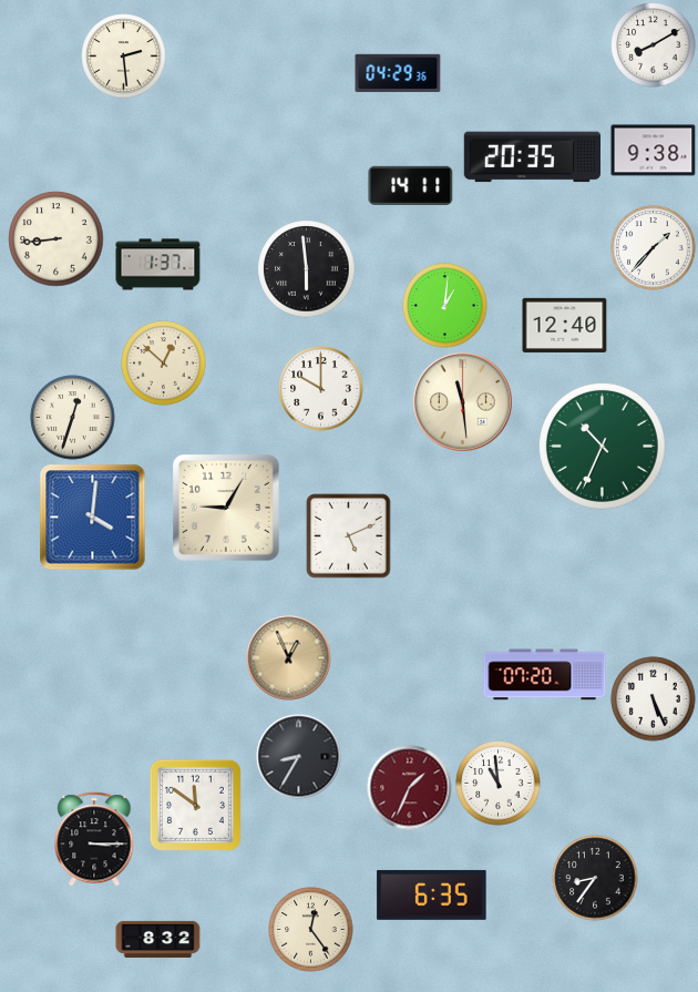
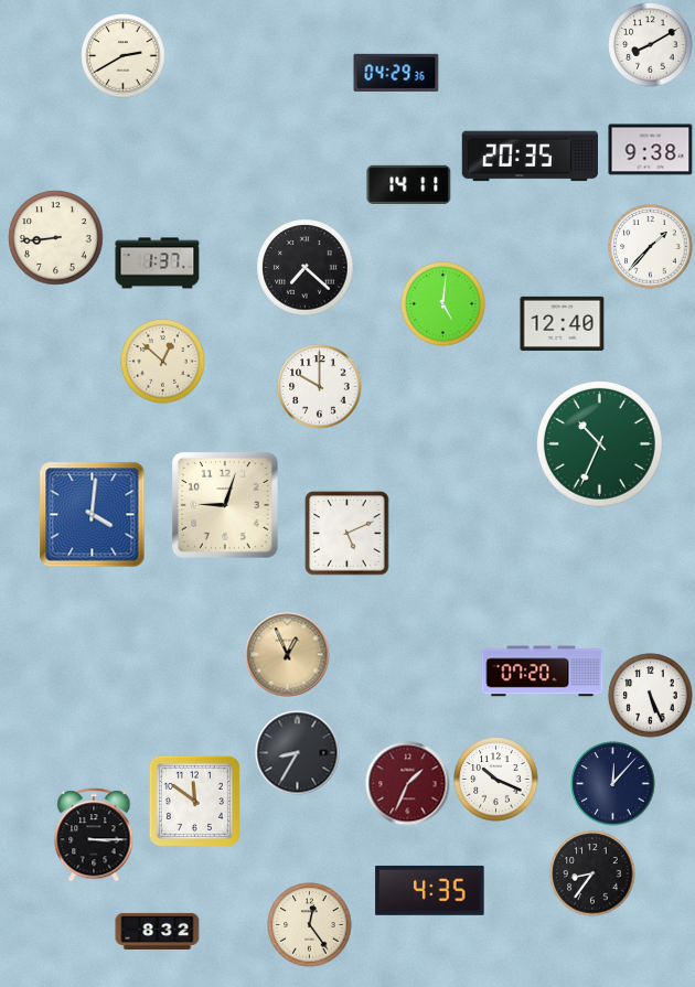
clock at (124, 57): 2:29 -> 2:40
clock at (307, 269): 5:59 -> 7:22
clock at (445, 306): 1:01 -> 5:01
clock at (463, 402): 11:29 -> none
clock at (73, 418): 12:33 -> none
clock at (227, 509): 9:05 -> 9:03
clock at (499, 784): 10:59 -> 10:19
clock at (613, 784): none -> 12:07
clock at (432, 894): 6:35 -> 4:35
clock at (158, 939) position: (158, 939) -> (158, 931)
